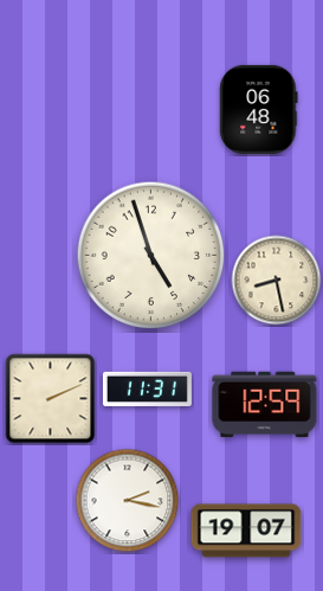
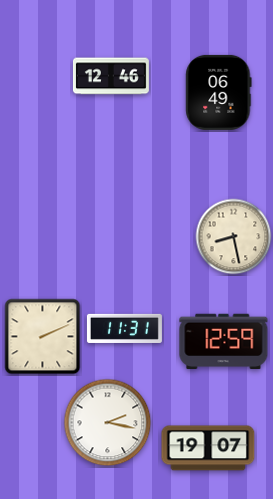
clock at (111, 76): none -> 12:46
clock at (259, 109): 06:48 -> 06:49
clock at (151, 256): 4:57 -> none
